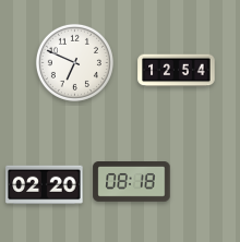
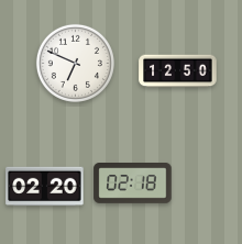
clock at (177, 71): 12:54 -> 12:50
clock at (132, 182): 08:18 -> 02:18
